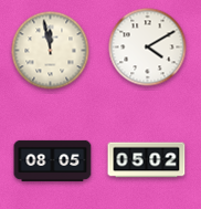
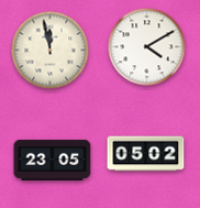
clock at (53, 160): 08:05 -> 23:05
clock at (147, 160) position: (147, 160) -> (146, 154)
